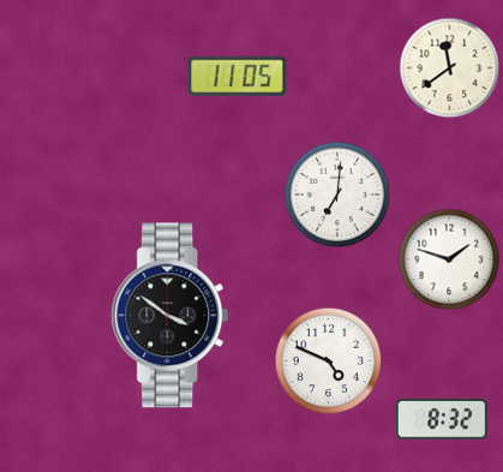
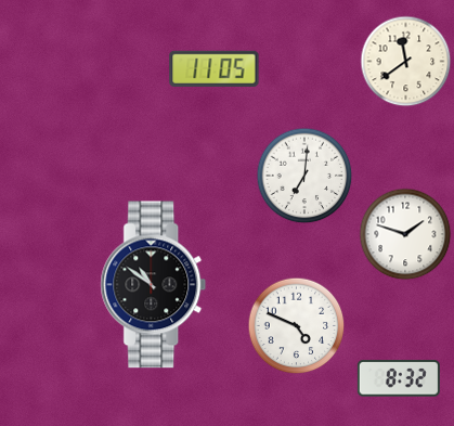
clock at (170, 316): 3:51 -> 10:51
